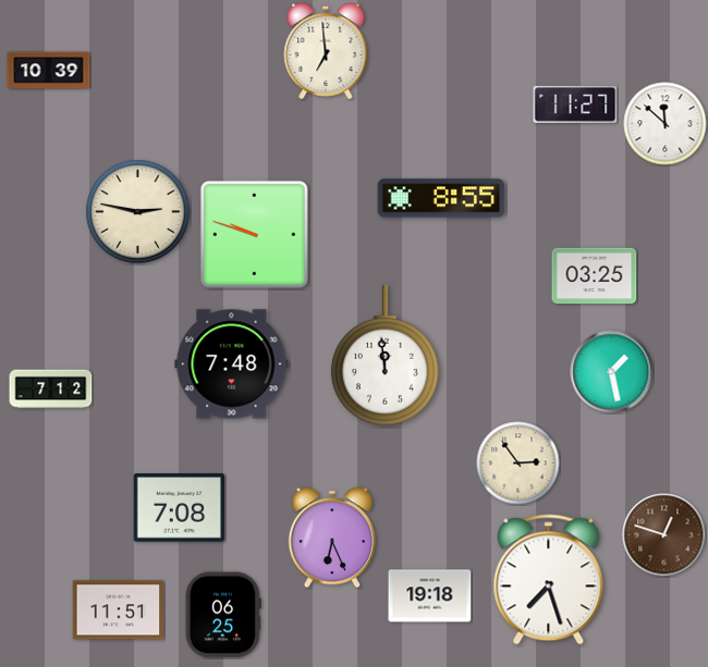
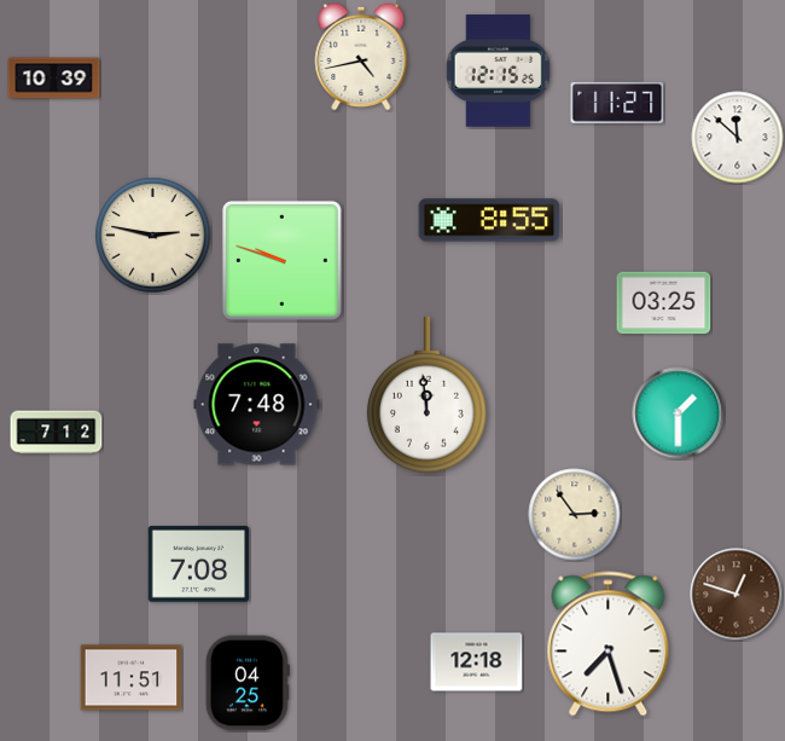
clock at (326, 51): 6:59 -> 4:43
clock at (499, 71): none -> 12:15
clock at (575, 104) position: (575, 104) -> (617, 103)
clock at (595, 276) position: (595, 276) -> (664, 303)
clock at (612, 372): 1:28 -> 1:30
clock at (332, 538): 6:26 -> none
clock at (430, 596): 19:18 -> 12:18
clock at (223, 615): 06:25 -> 04:25
